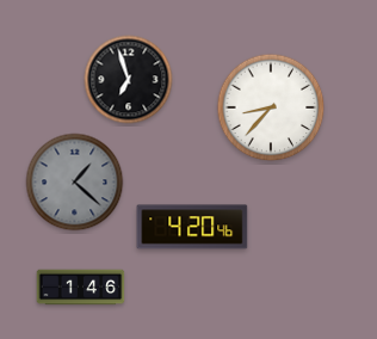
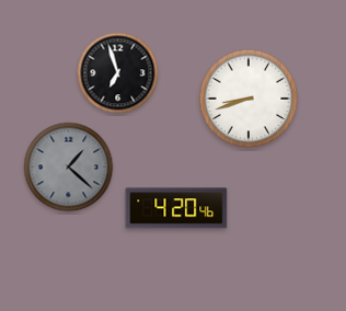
clock at (271, 107): 8:37 -> 8:42
clock at (81, 288): 1:46 -> none
